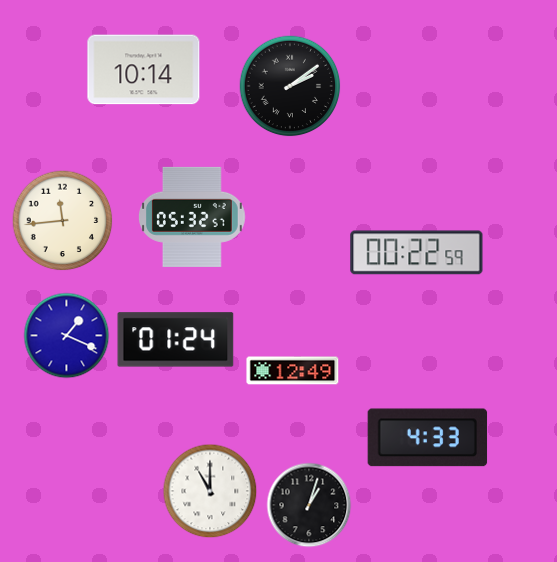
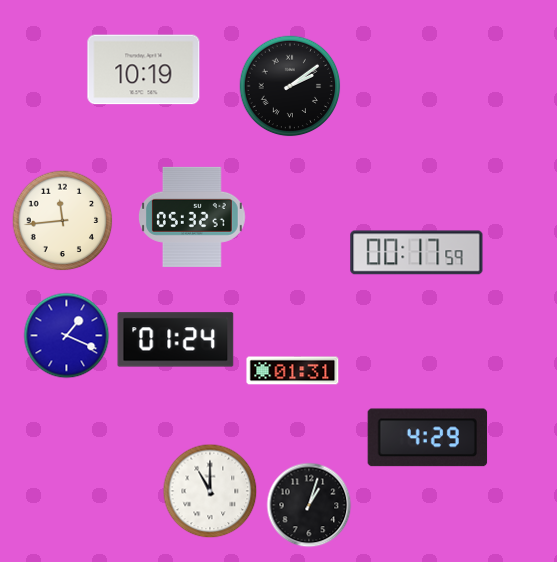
clock at (144, 70): 10:14 -> 10:19
clock at (417, 253): 00:22 -> 00:17
clock at (293, 371): 12:49 -> 01:31
clock at (428, 438): 4:33 -> 4:29
